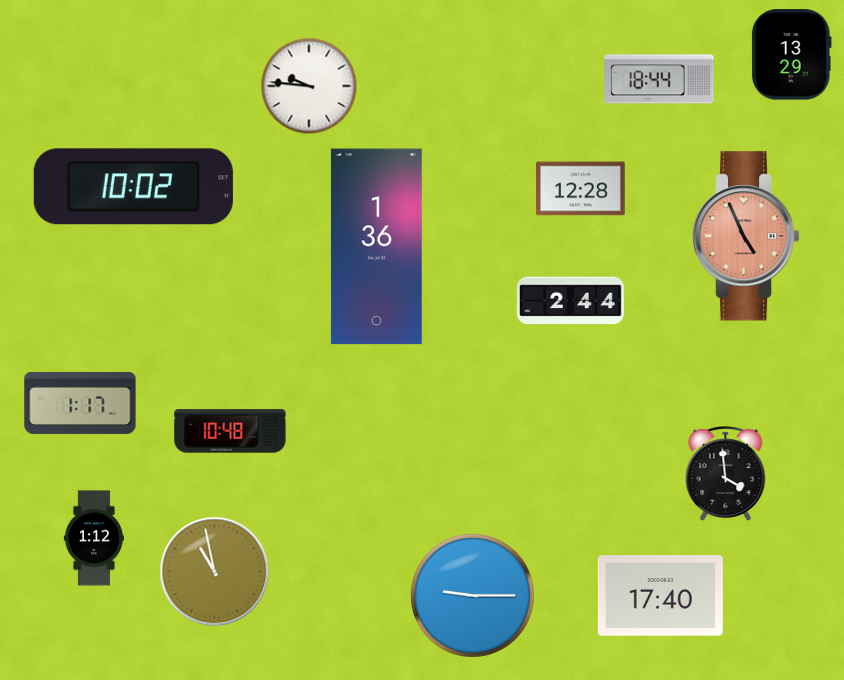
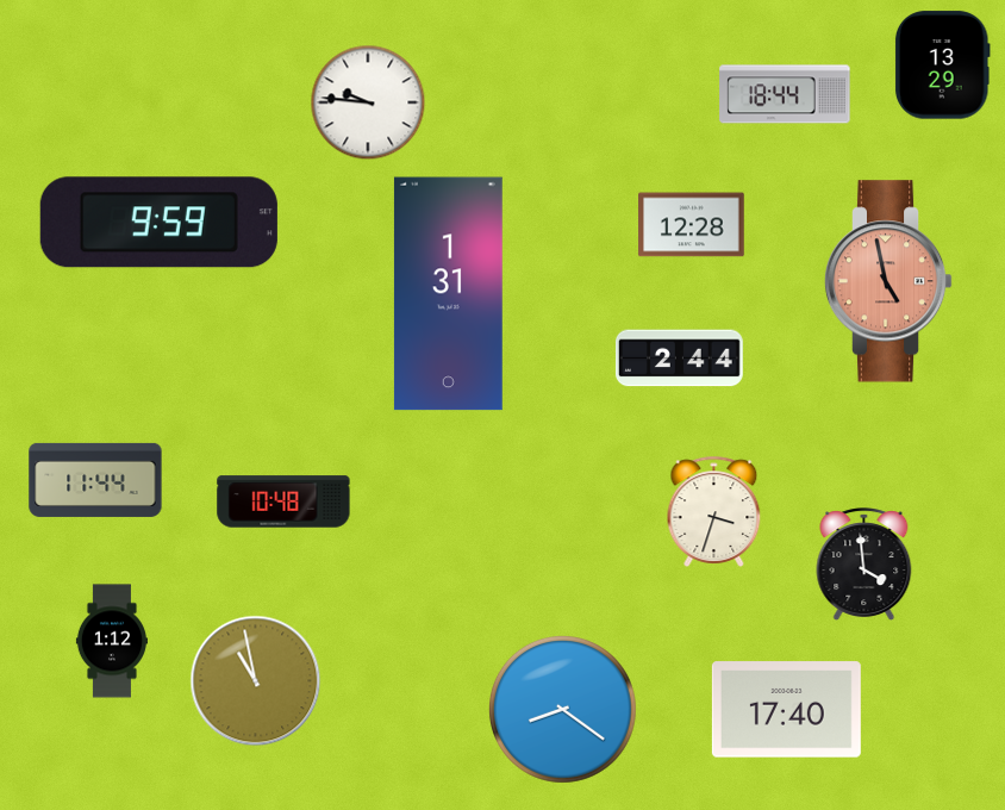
clock at (133, 187): 10:02 -> 9:59
clock at (746, 236): 4:56 -> 4:58
clock at (376, 247): 1:36 -> 1:31
clock at (80, 403): 1:17 -> 11:44
clock at (714, 511): none -> 3:33
clock at (230, 431) position: (230, 431) -> (283, 501)
clock at (472, 595): 9:15 -> 8:21
